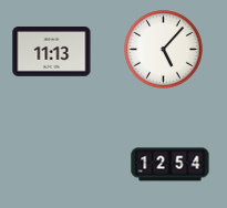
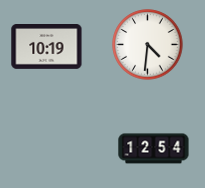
clock at (164, 50): 5:07 -> 4:31
clock at (52, 52): 11:13 -> 10:19
